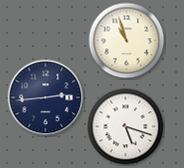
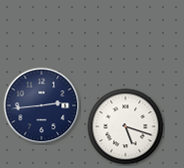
clock at (127, 41): 10:57 -> none
clock at (46, 98) position: (46, 98) -> (42, 106)
